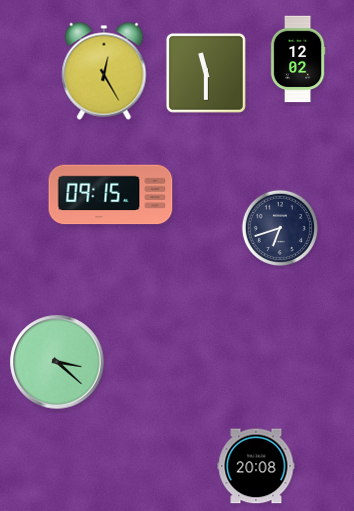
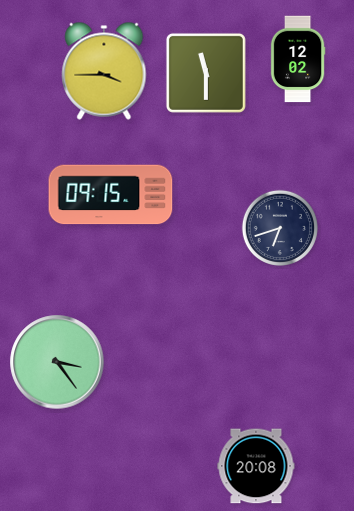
clock at (104, 71): 12:25 -> 3:45
clock at (57, 362): 3:22 -> 3:24
